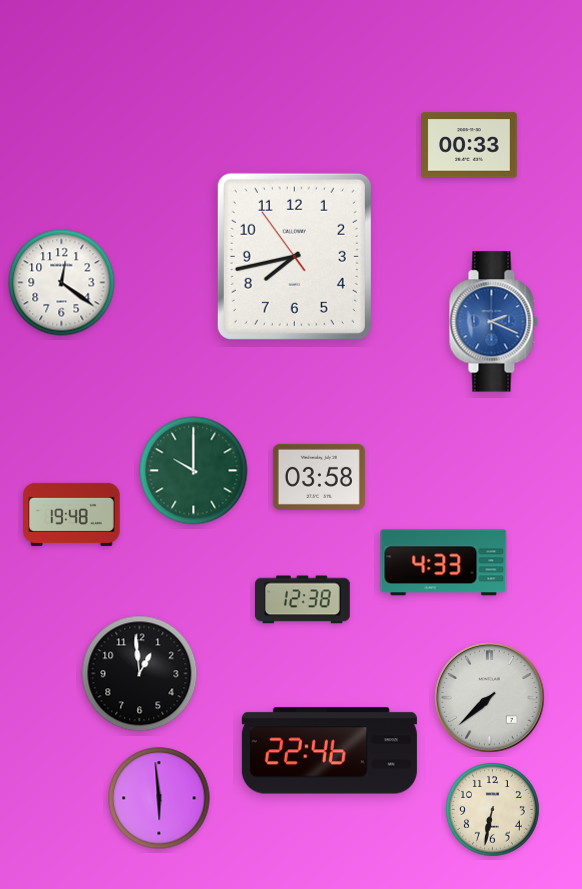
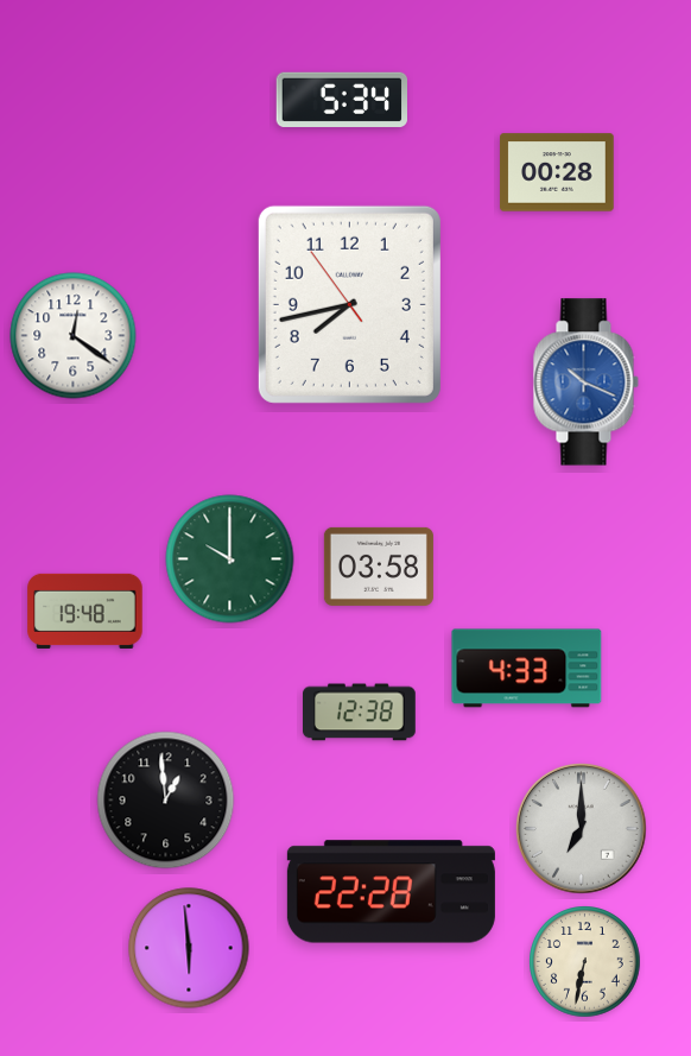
clock at (342, 100): none -> 5:34
clock at (469, 145): 00:33 -> 00:28
clock at (493, 322): 2:19 -> 10:19
clock at (490, 698): 7:38 -> 7:00
clock at (329, 751): 22:46 -> 22:28
